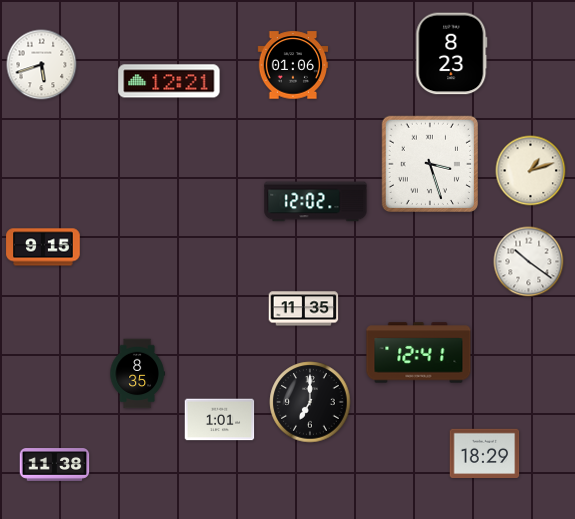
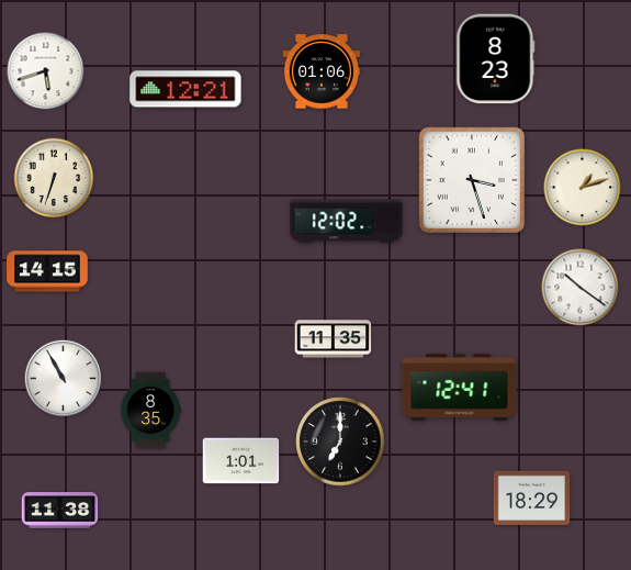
clock at (54, 178): none -> 6:33
clock at (43, 247): 9:15 -> 14:15
clock at (64, 379): none -> 10:55
